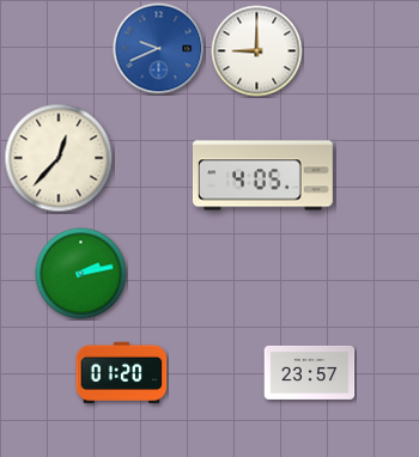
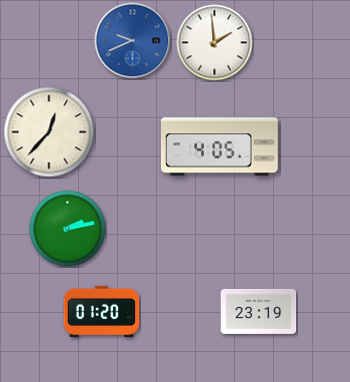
clock at (257, 51): 9:00 -> 1:59
clock at (310, 372): 23:57 -> 23:19
